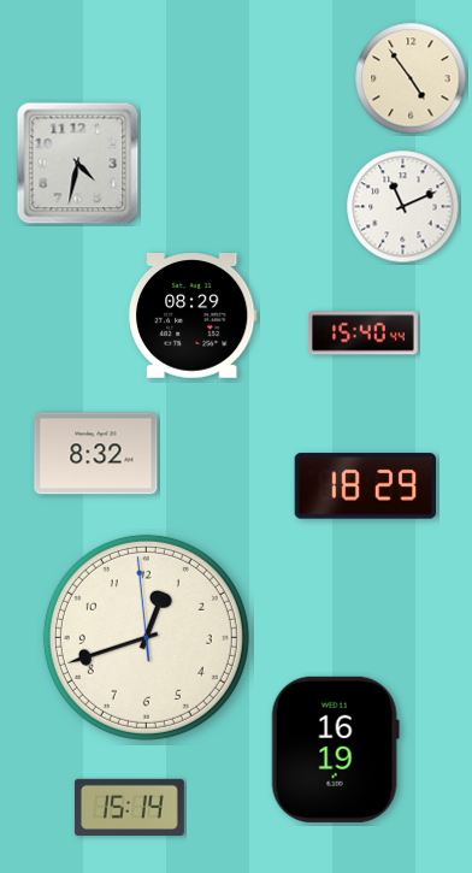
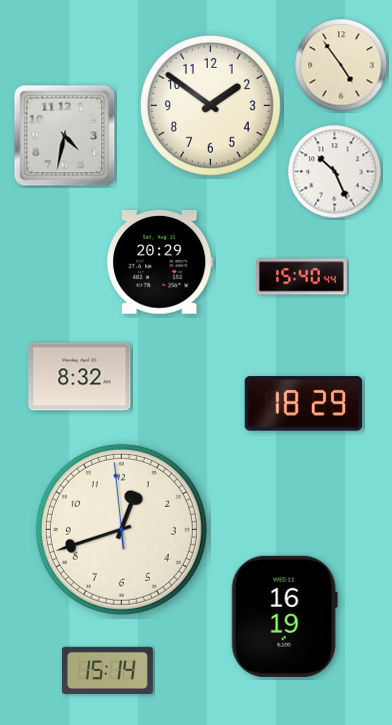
clock at (210, 105): none -> 1:51
clock at (403, 207): 11:11 -> 10:26
clock at (193, 317): 08:29 -> 20:29
clock at (335, 749) position: (335, 749) -> (284, 616)
